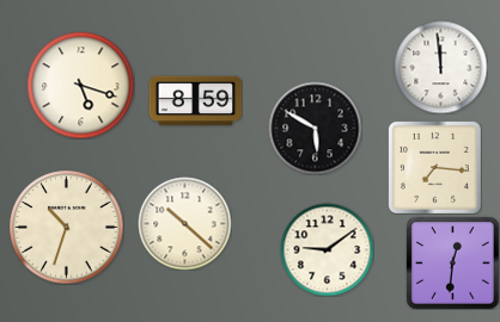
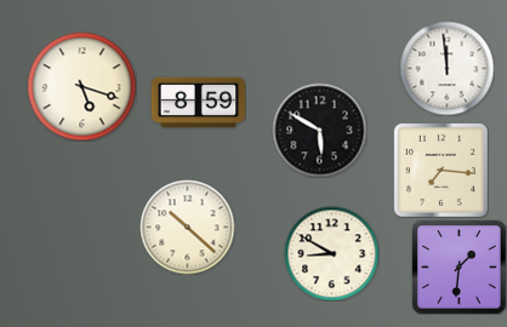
clock at (66, 227): 10:33 -> none
clock at (327, 249): 9:09 -> 8:50
clock at (452, 262): 12:31 -> 1:31
